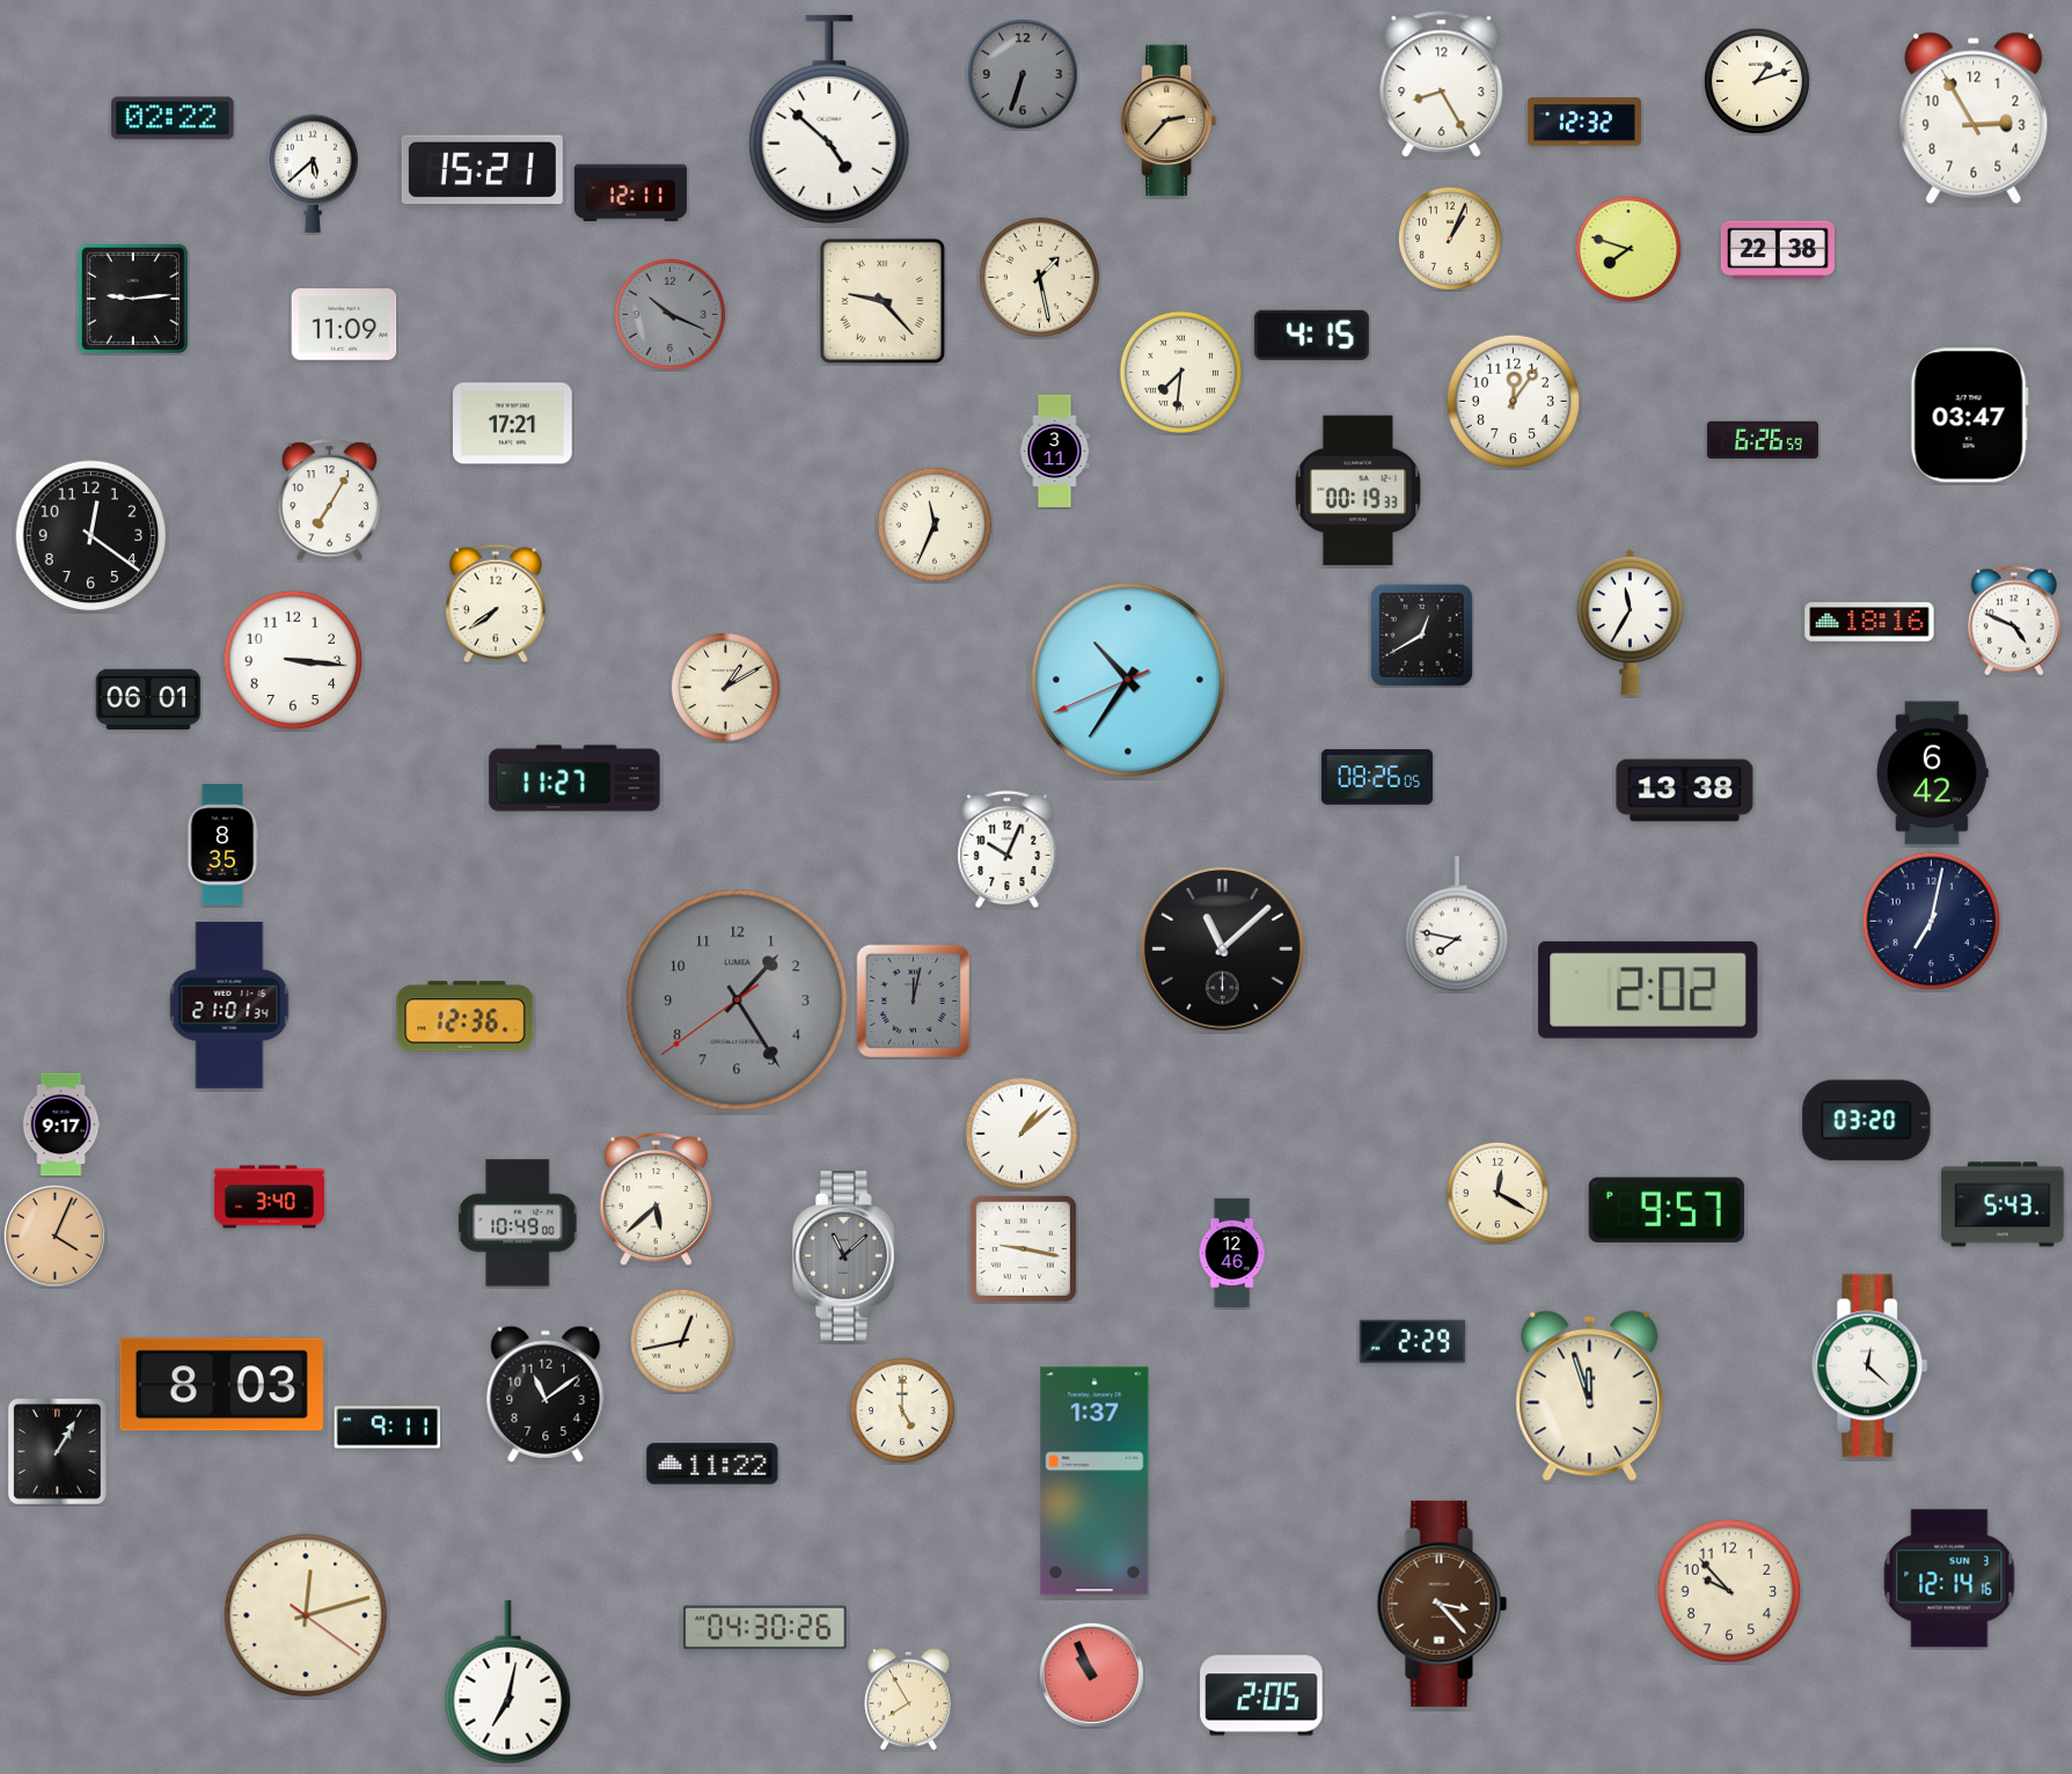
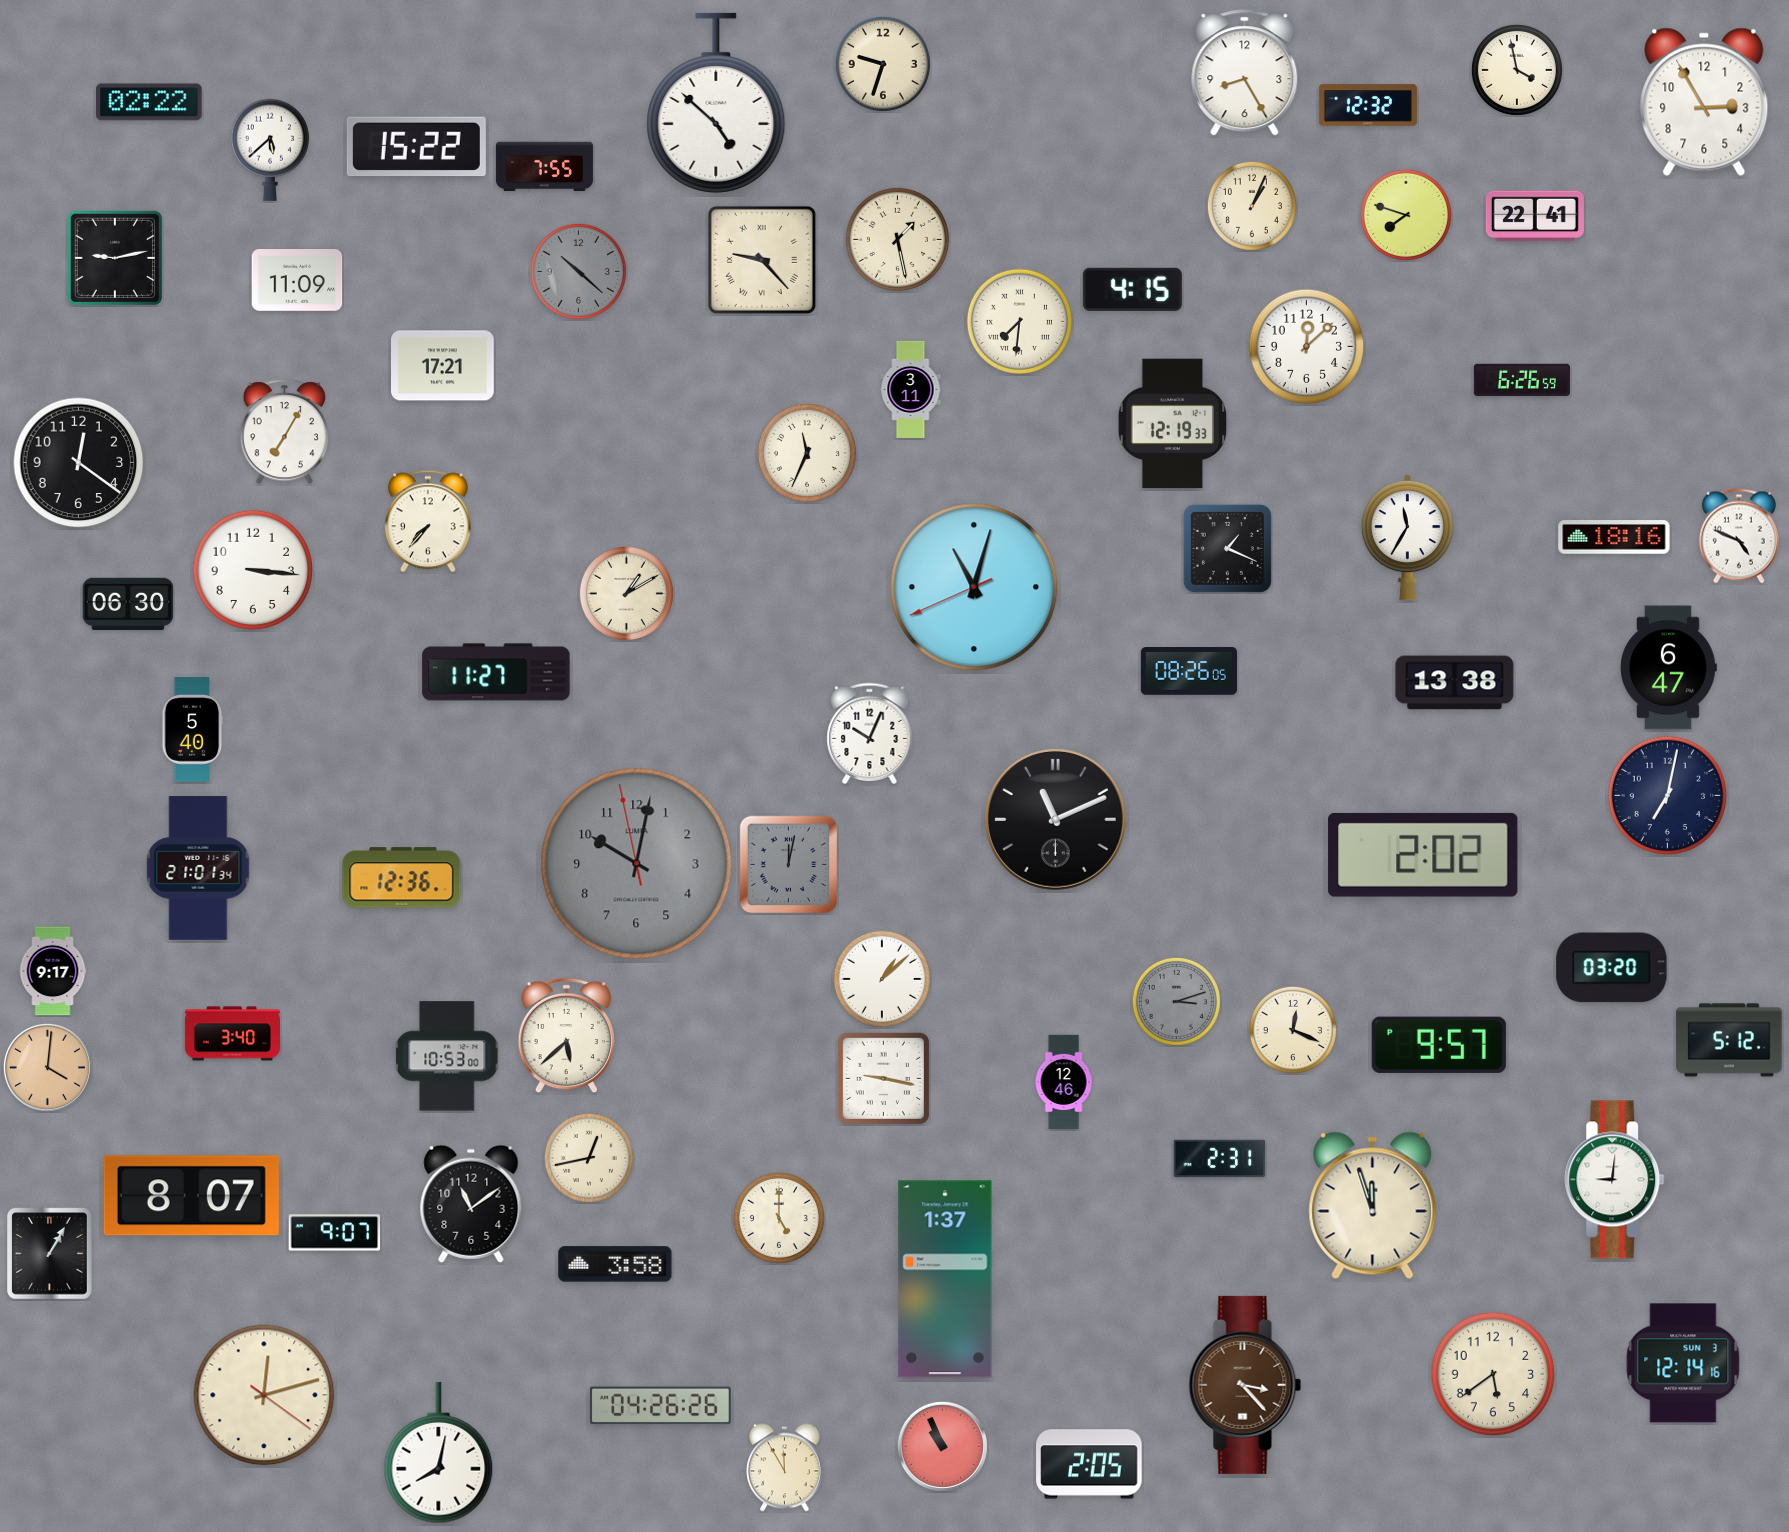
clock at (1023, 74): 6:33 -> 9:33
clock at (1023, 74) dial: grey -> cream
clock at (1757, 81): 1:12 -> 3:58
clock at (1169, 120): 2:37 -> none
clock at (482, 170): 15:21 -> 15:22
clock at (630, 193): 12:11 -> 7:55
clock at (1778, 250): 22:38 -> 22:41
clock at (133, 299): 9:14 -> 9:13
clock at (669, 314): 10:19 -> 10:22
clock at (1514, 402): 12:06 -> 12:08
clock at (1969, 416): 03:47 -> none
clock at (1359, 491): 00:19 -> 12:19
clock at (496, 603): 7:39 -> 7:37
clock at (1421, 635): 12:40 -> 1:19
clock at (1128, 680): 10:35 -> 11:02
clock at (148, 698): 06:01 -> 06:30
clock at (1933, 774): 6:42 -> 6:47
clock at (224, 845): 8:35 -> 5:40
clock at (1456, 924): 7:47 -> none
clock at (1222, 948): 11:08 -> 11:11
clock at (738, 1000): 1:24 -> 10:01
clock at (1176, 1001): none -> 3:12
clock at (1498, 1193): 12:20 -> 12:19
clock at (2003, 1204): 5:43 -> 5:12
clock at (519, 1223): 10:49 -> 10:53
clock at (54, 1236): 4:04 -> 4:01
clock at (847, 1256): 11:08 -> none
clock at (1413, 1342): 2:29 -> 2:31
clock at (1870, 1366): 12:22 -> 9:01
clock at (221, 1385): 8:03 -> 8:07
clock at (388, 1428): 9:11 -> 9:07
clock at (712, 1464): 11:22 -> 3:58
clock at (1729, 1591): 9:53 -> 5:39
clock at (764, 1628): 04:30 -> 04:26
clock at (508, 1683): 7:02 -> 8:02
clock at (909, 1700): 7:55 -> 11:55
